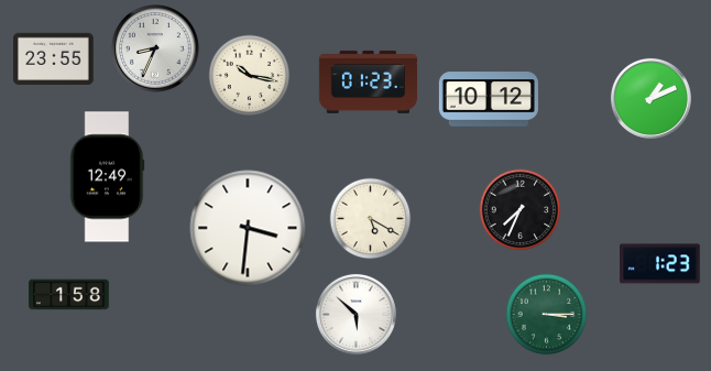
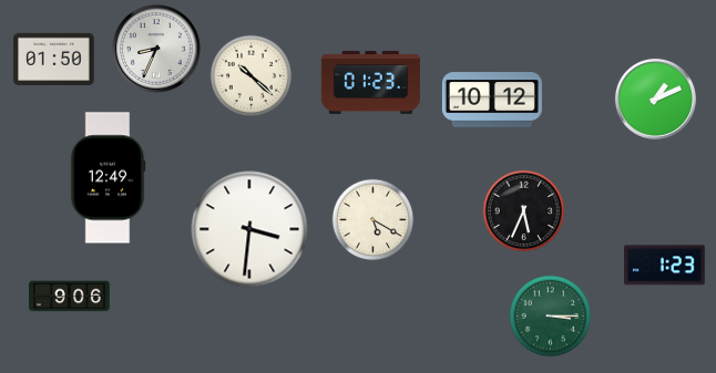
clock at (54, 58): 23:55 -> 01:50
clock at (250, 76): 10:17 -> 10:22
clock at (521, 210): 7:34 -> 5:34
clock at (69, 295): 1:58 -> 9:06
clock at (355, 314): 5:52 -> none
